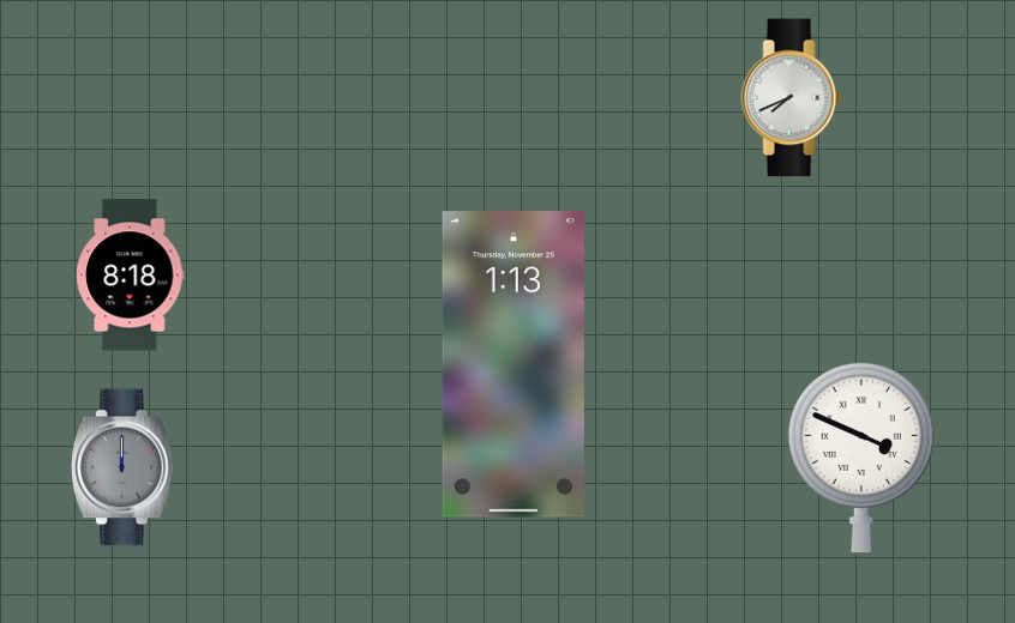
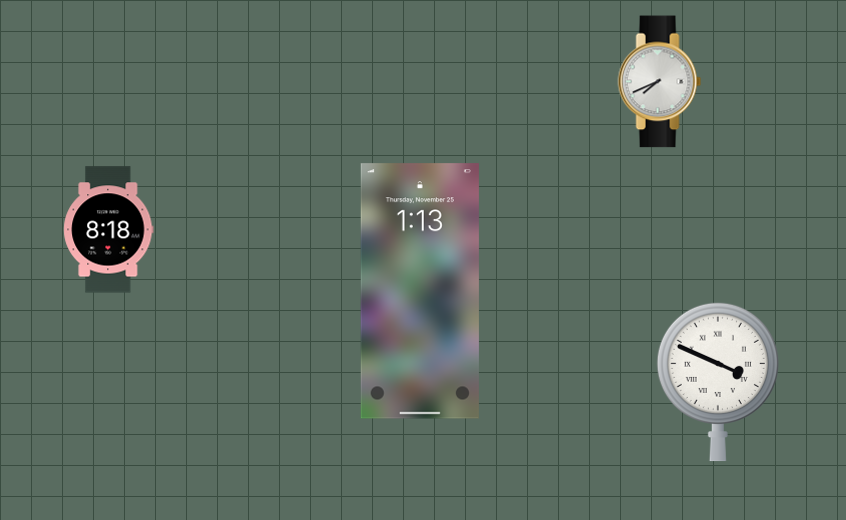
clock at (513, 364) position: (513, 364) -> (420, 291)
clock at (122, 467): 12:00 -> none
